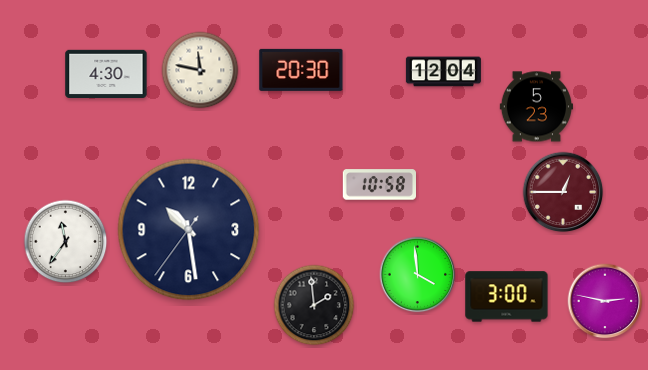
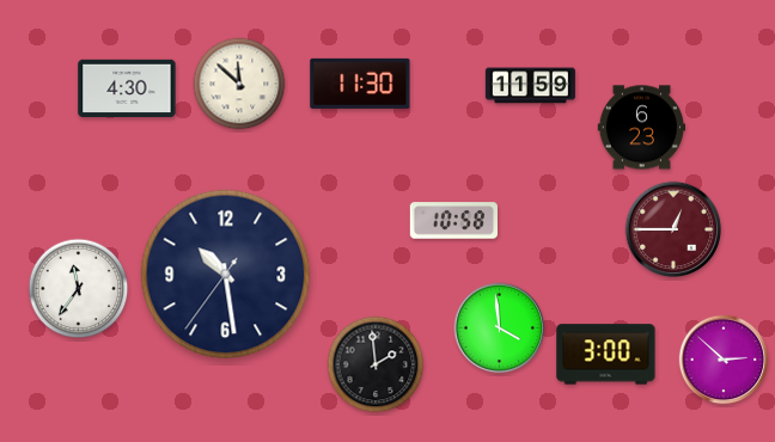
clock at (200, 70): 11:47 -> 11:52
clock at (301, 70): 20:30 -> 11:30
clock at (443, 72): 12:04 -> 11:59
clock at (536, 107): 5:23 -> 6:23
clock at (605, 301): 2:47 -> 2:52
